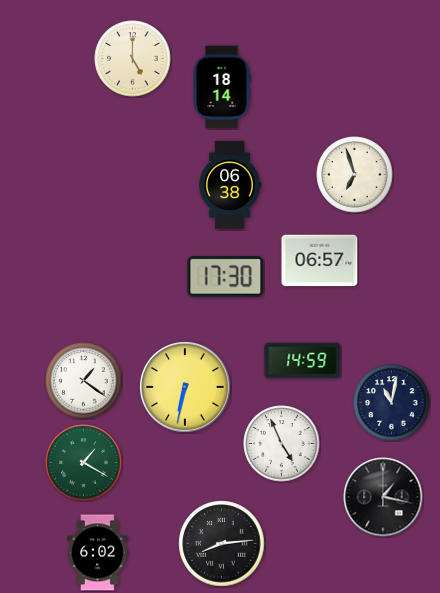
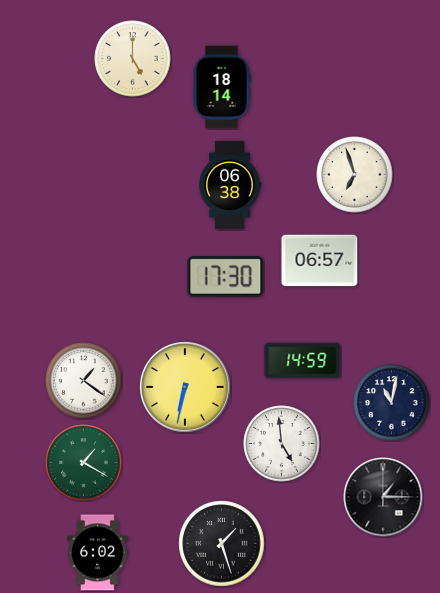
clock at (282, 444): 4:56 -> 4:59
clock at (383, 497): 1:17 -> 1:15
clock at (222, 544): 8:14 -> 1:27
